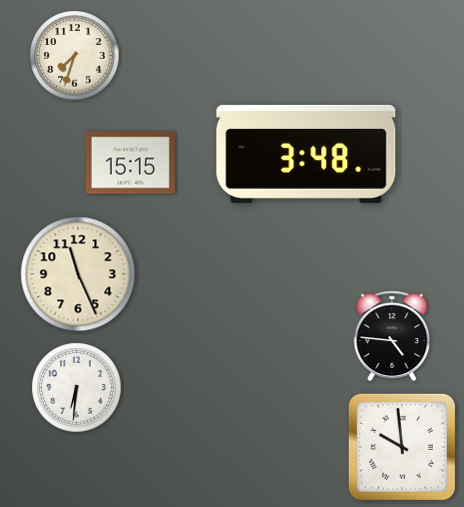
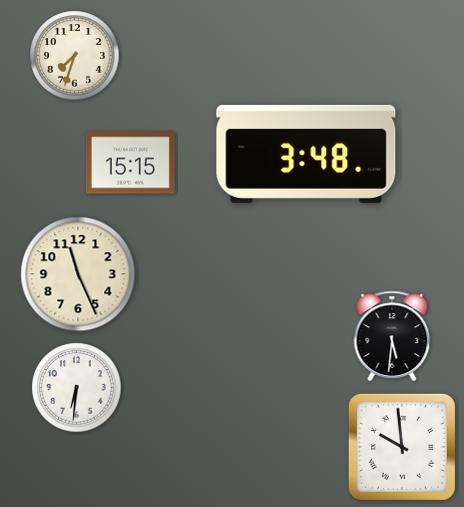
clock at (392, 336): 4:46 -> 5:31
